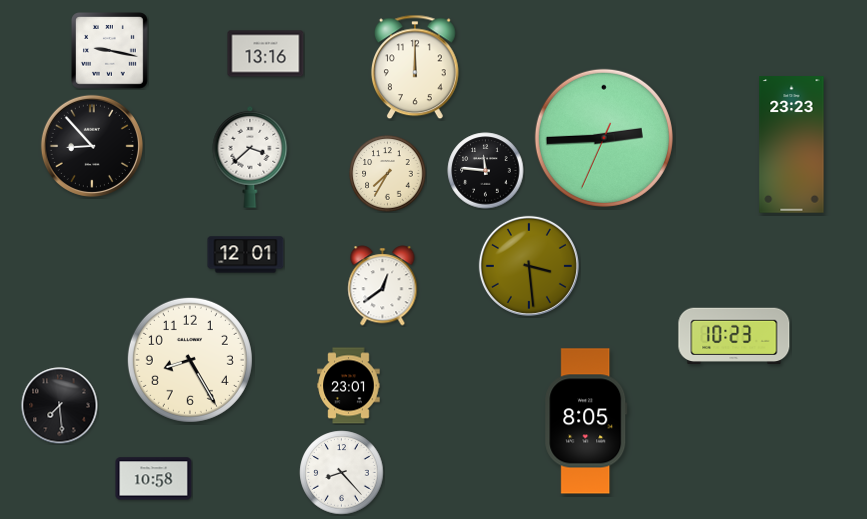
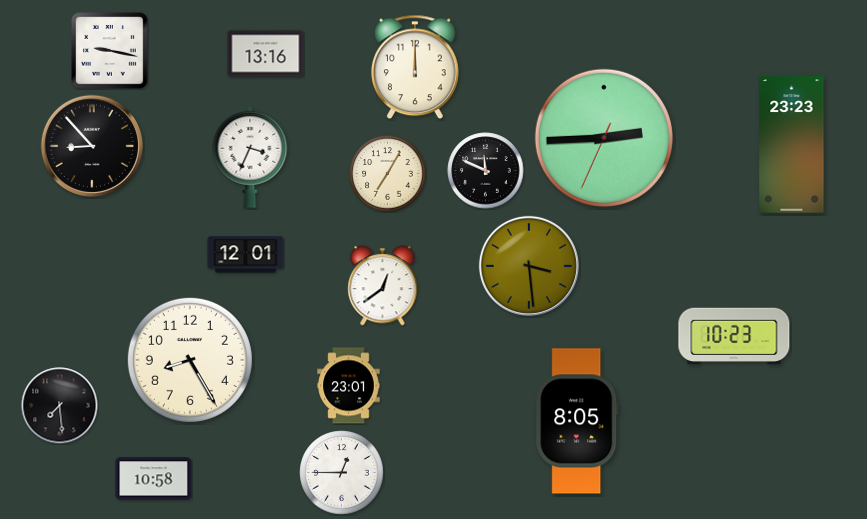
clock at (250, 157): 3:38 -> 3:34
clock at (486, 171): 11:46 -> 11:49
clock at (388, 174): 7:35 -> 7:05
clock at (586, 421) position: (586, 421) -> (577, 421)
clock at (342, 473): 8:23 -> 12:45
